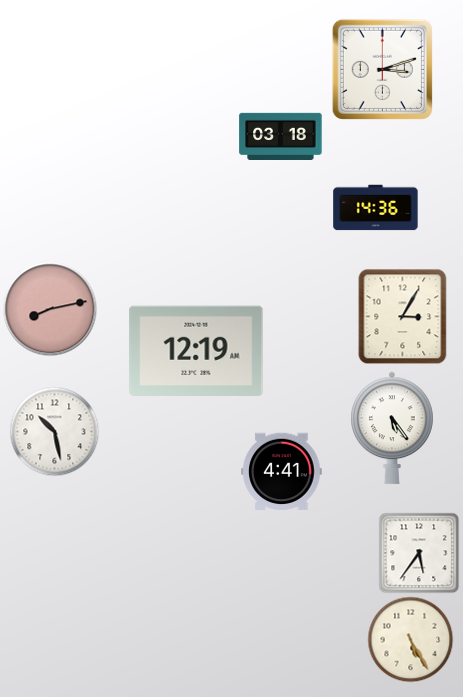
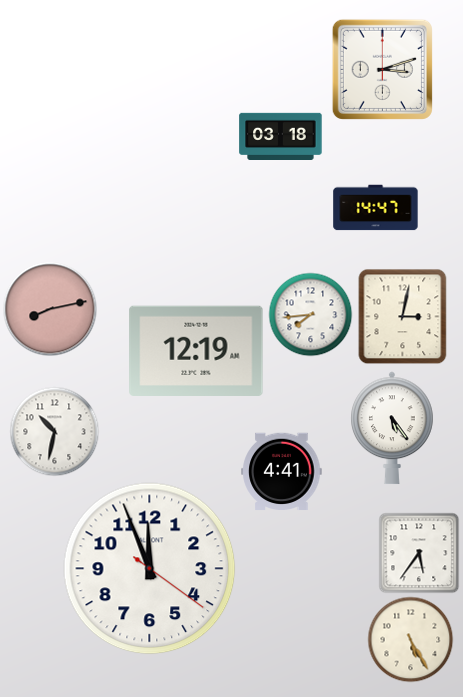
clock at (376, 208): 14:36 -> 14:47
clock at (310, 314): none -> 7:44
clock at (403, 316): 3:05 -> 3:02
clock at (54, 431): 10:28 -> 10:32
clock at (150, 569): none -> 11:56
